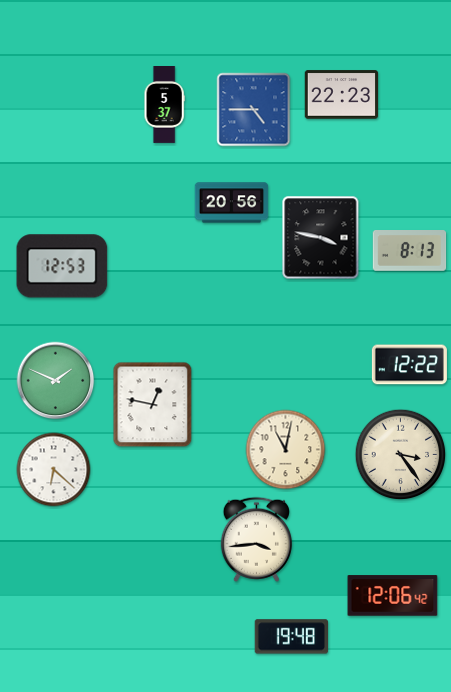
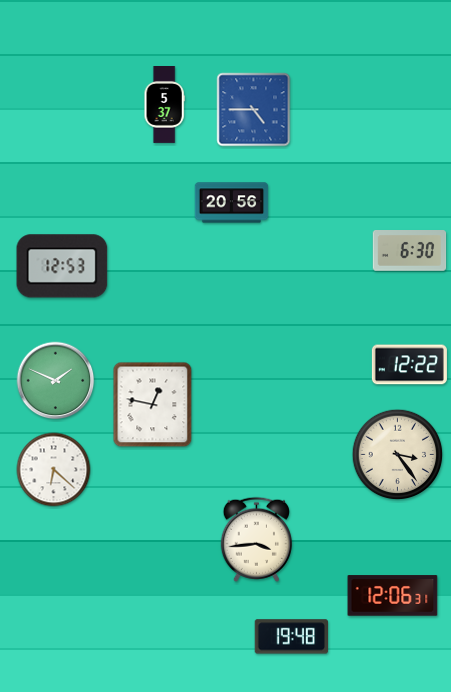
clock at (342, 95): 22:23 -> none
clock at (321, 238): 3:47 -> none
clock at (410, 251): 8:13 -> 6:30
clock at (286, 450): 11:02 -> none
clock at (401, 455) position: (401, 455) -> (398, 455)
clock at (393, 596): 12:06:42 -> 12:06:31
